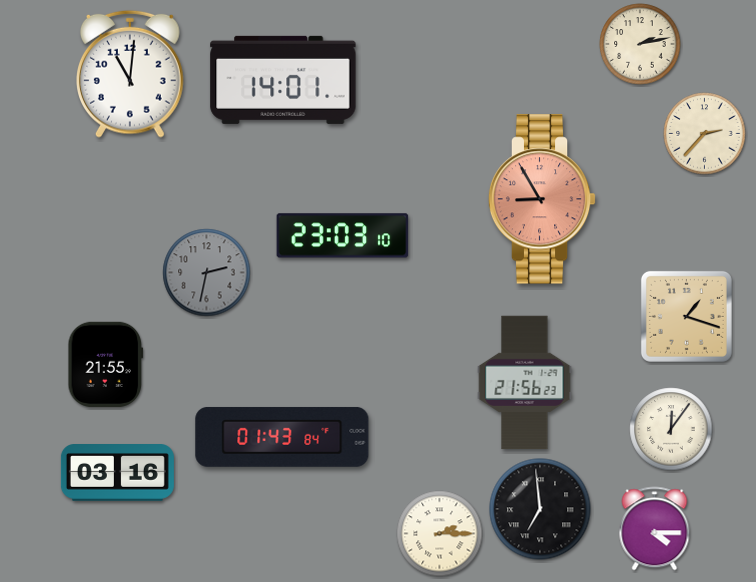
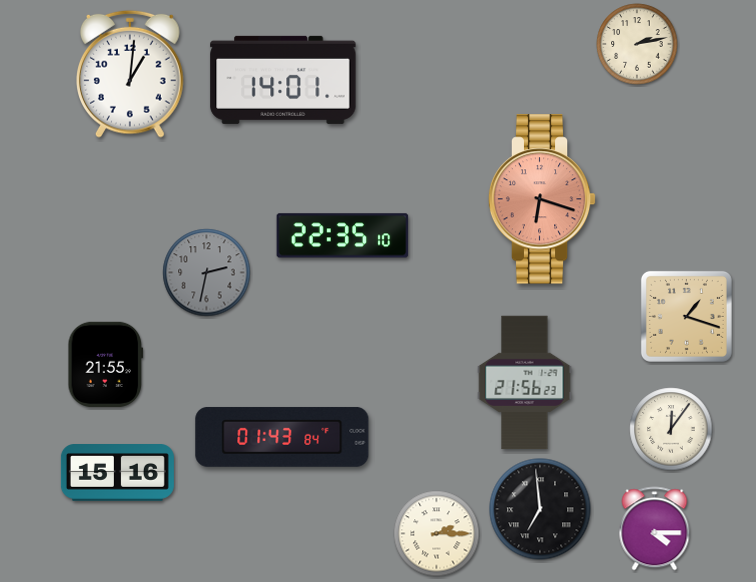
clock at (640, 44) position: (640, 44) -> (637, 44)
clock at (131, 74): 11:01 -> 1:01
clock at (705, 134): 2:37 -> none
clock at (542, 199): 8:55 -> 6:18
clock at (343, 236): 23:03 -> 22:35
clock at (117, 473): 03:16 -> 15:16
clock at (440, 534) position: (440, 534) -> (437, 534)
